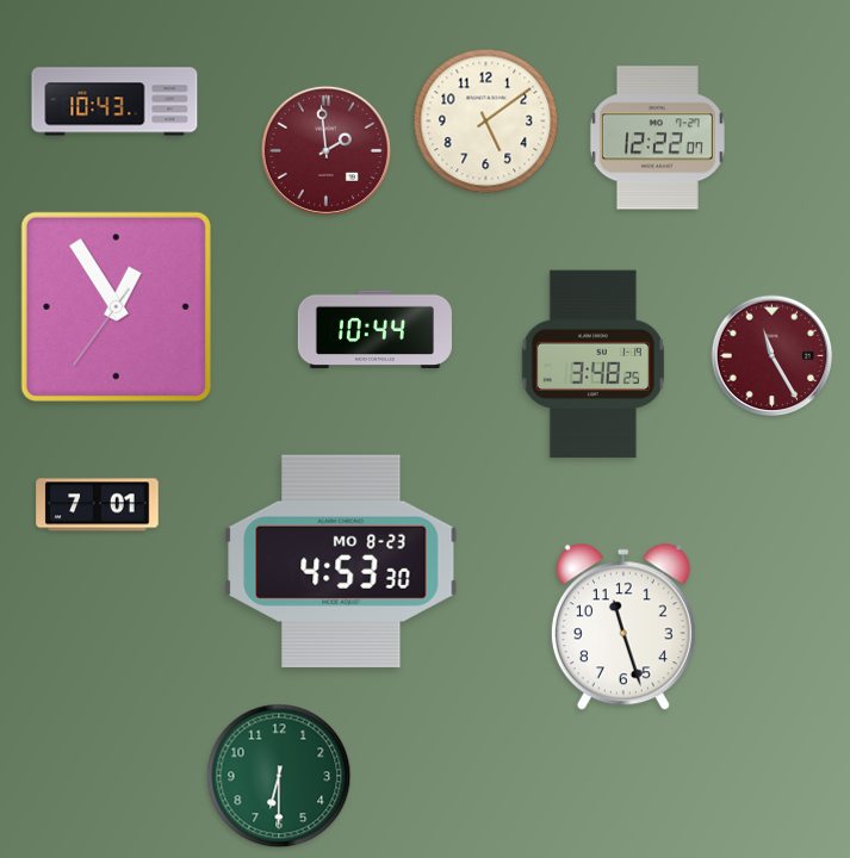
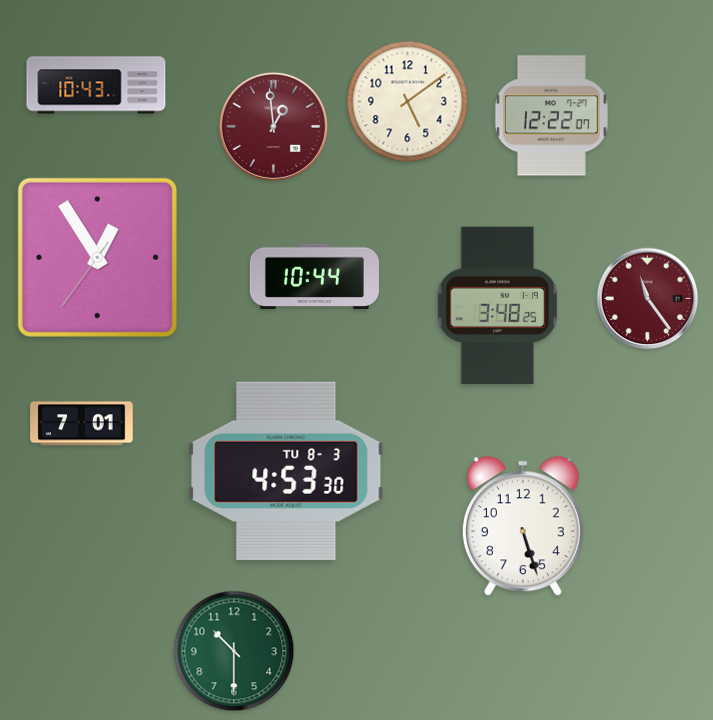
clock at (325, 150): 1:59 -> 12:59
clock at (773, 356): 11:25 -> 11:24
clock at (341, 561) date: MO 8-23 -> TU 8-3
clock at (623, 628): 11:27 -> 5:27
clock at (279, 776): 6:30 -> 10:30
